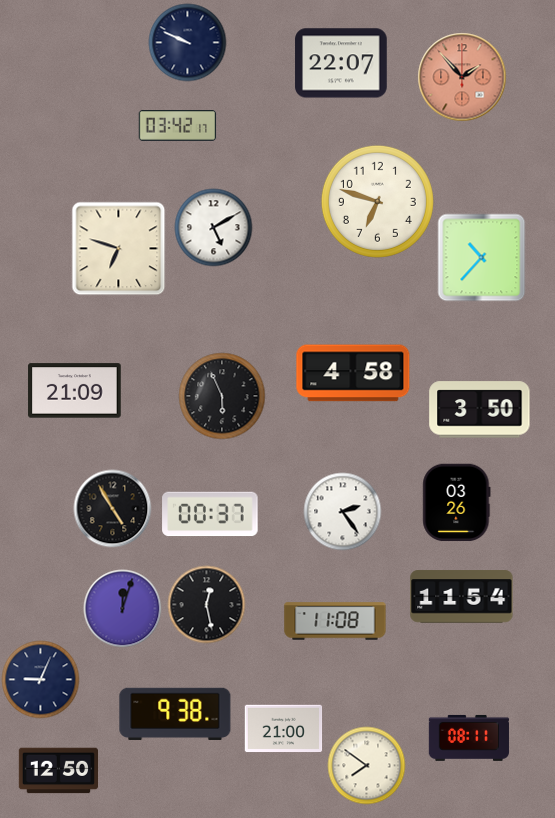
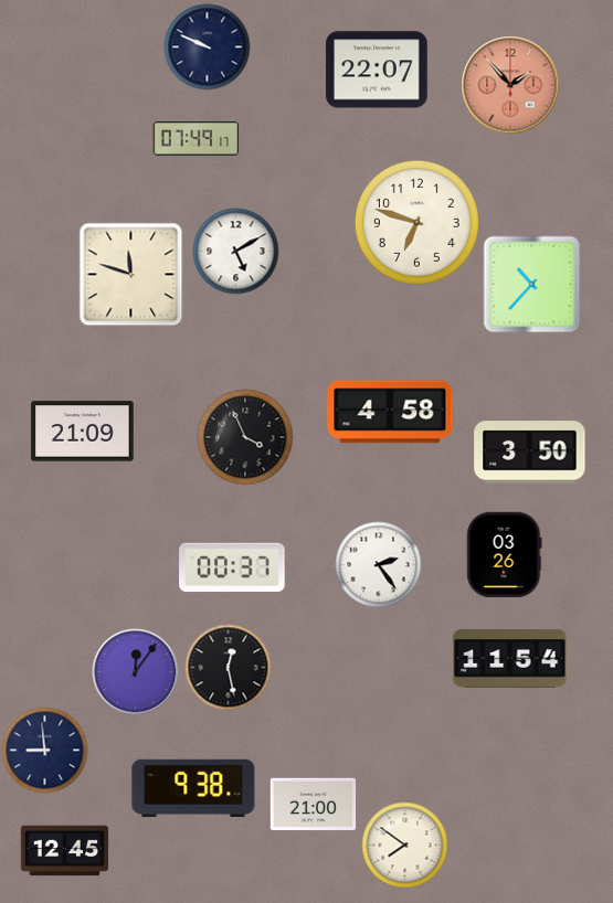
clock at (177, 126): 03:42 -> 07:49
clock at (118, 248): 6:48 -> 11:48
clock at (222, 396): 5:56 -> 3:56
clock at (112, 508): 4:55 -> none
clock at (122, 608): 12:03 -> 12:06
clock at (335, 621): 11:08 -> none
clock at (40, 679): 9:04 -> 8:59
clock at (469, 738): 08:11 -> none
clock at (58, 771): 12:50 -> 12:45
